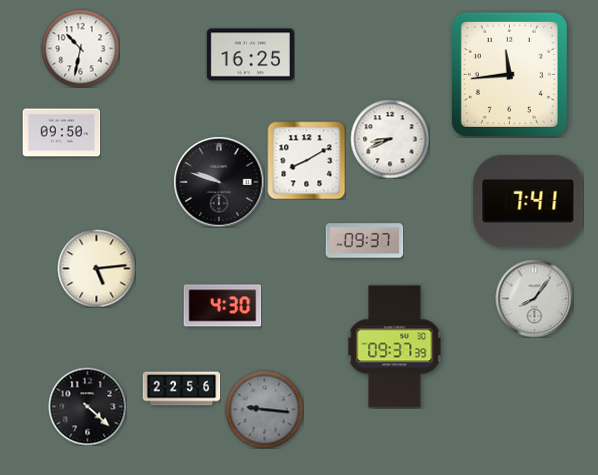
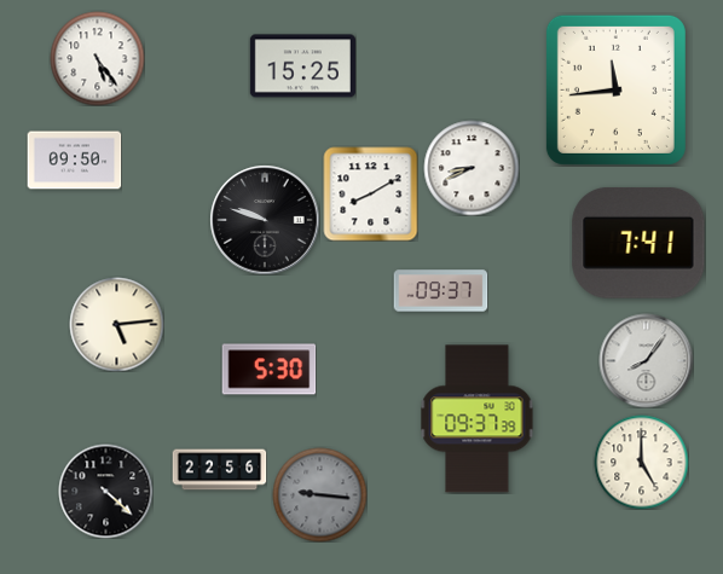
clock at (80, 48): 10:32 -> 5:24
clock at (250, 55): 16:25 -> 15:25
clock at (222, 306): 4:30 -> 5:30
clock at (641, 462): none -> 5:00
